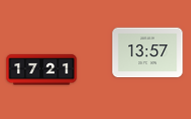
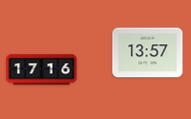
clock at (42, 70): 17:21 -> 17:16
